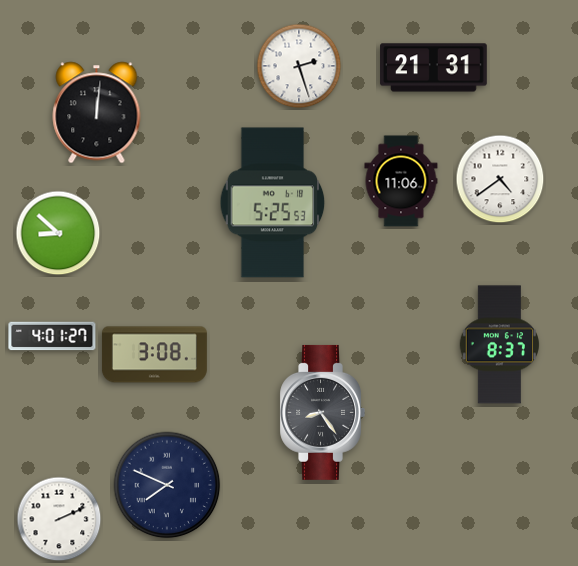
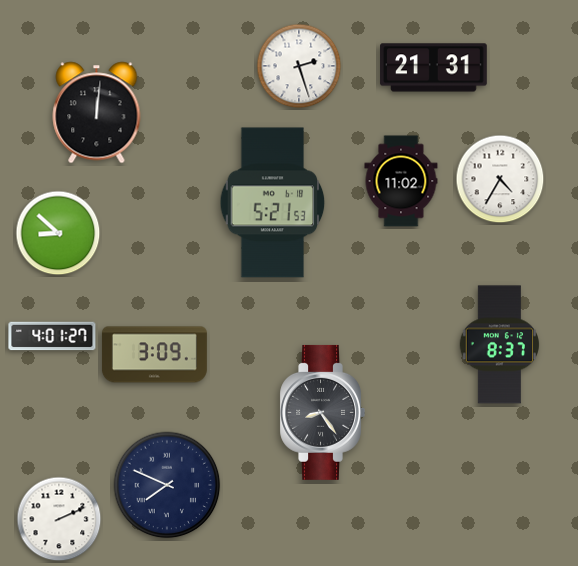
clock at (500, 179): 4:39 -> 4:35
clock at (401, 181): 11:06 -> 11:02
clock at (273, 203): 5:25 -> 5:21
clock at (154, 355): 3:08 -> 3:09
